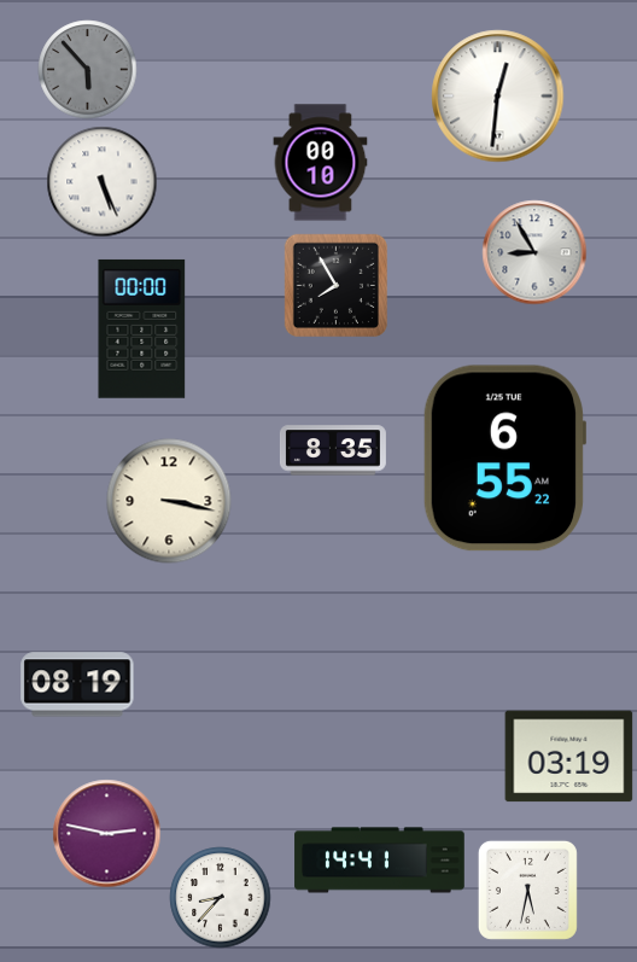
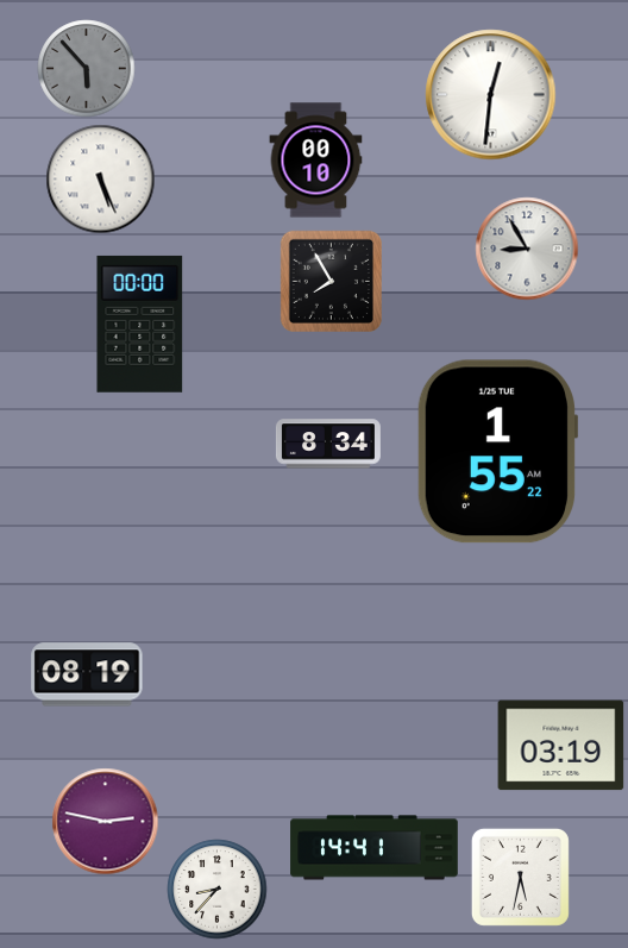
clock at (333, 450): 8:35 -> 8:34
clock at (504, 459): 6:55 -> 1:55
clock at (169, 501): 3:17 -> none
clock at (77, 684) position: (77, 684) -> (87, 674)
clock at (221, 898) position: (221, 898) -> (218, 890)
